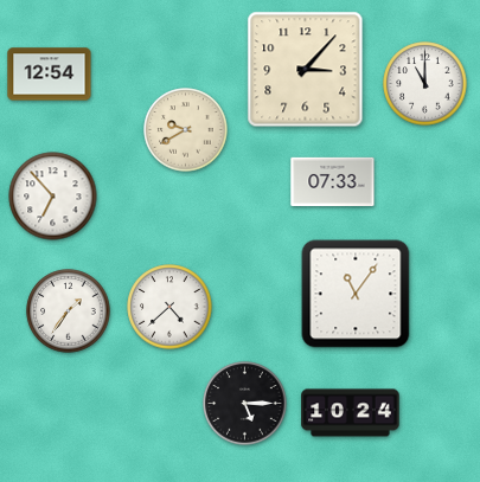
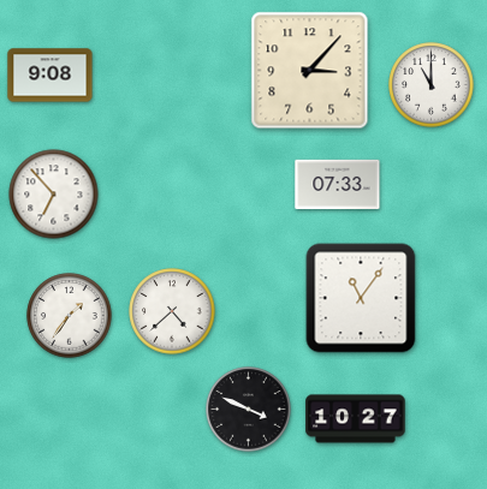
clock at (50, 75): 12:54 -> 9:08
clock at (186, 130): 9:40 -> none
clock at (53, 197) position: (53, 197) -> (54, 195)
clock at (245, 404): 5:15 -> 3:49
clock at (351, 413): 10:24 -> 10:27
